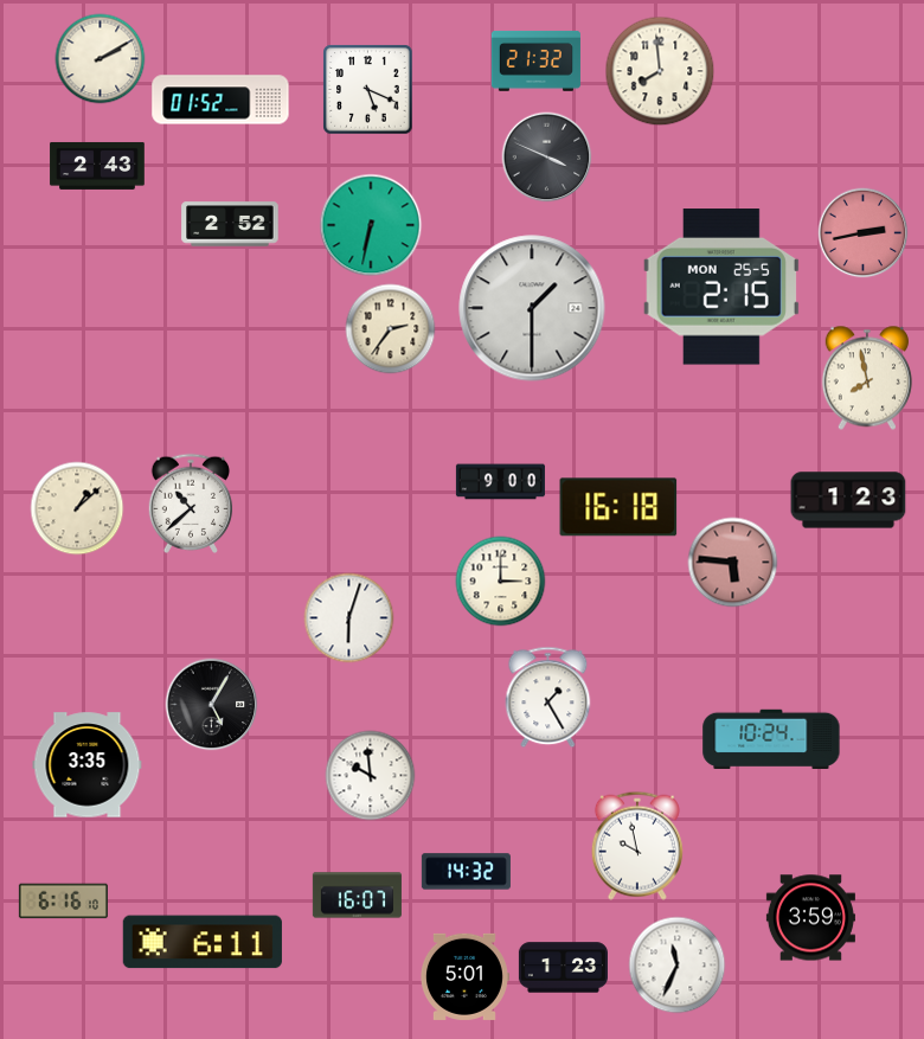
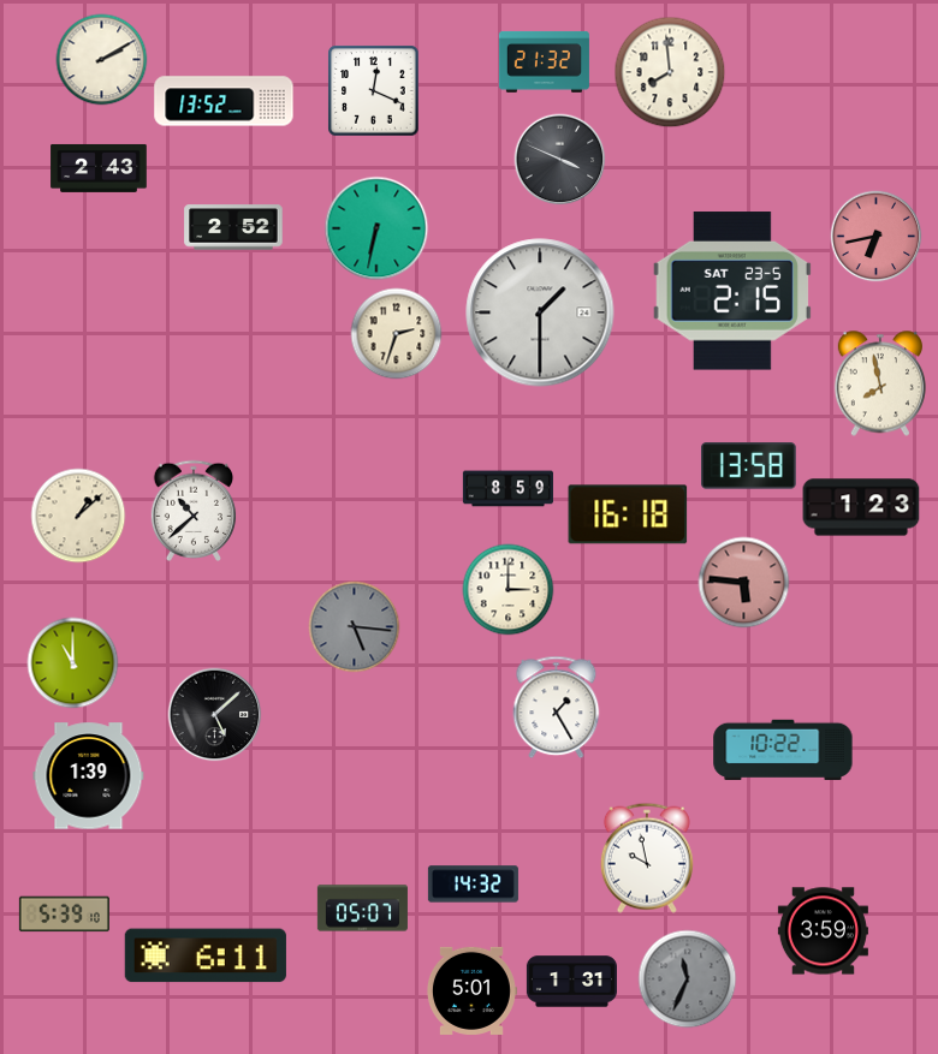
clock at (368, 90): 5:19 -> 12:19
clock at (220, 100): 01:52 -> 13:52
clock at (547, 158) position: (547, 158) -> (560, 160)
clock at (864, 233): 2:43 -> 6:43
clock at (721, 287) date: MON 25-5 -> SAT 23-5
clock at (391, 329): 2:36 -> 2:33
clock at (748, 466): none -> 13:58
clock at (500, 482): 9:00 -> 8:59
clock at (733, 563) position: (733, 563) -> (744, 583)
clock at (349, 618): 6:03 -> 5:16
clock at (349, 618) dial: white -> grey
clock at (73, 663): none -> 11:00
clock at (212, 705): 5:05 -> 5:08
clock at (771, 738): 10:24 -> 10:22
clock at (88, 765): 3:35 -> 1:39
clock at (371, 776): 9:59 -> none
clock at (357, 896): 16:07 -> 05:07
clock at (63, 902): 6:16 -> 5:39
clock at (678, 966) dial: white -> grey
clock at (563, 968): 1:23 -> 1:31
